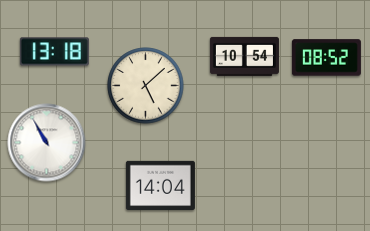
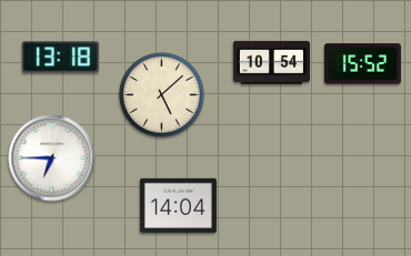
clock at (326, 58): 08:52 -> 15:52
clock at (47, 143): 10:55 -> 6:45
